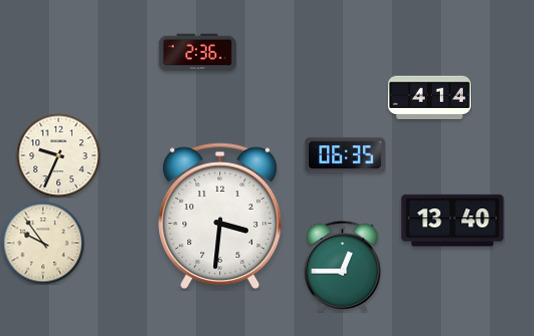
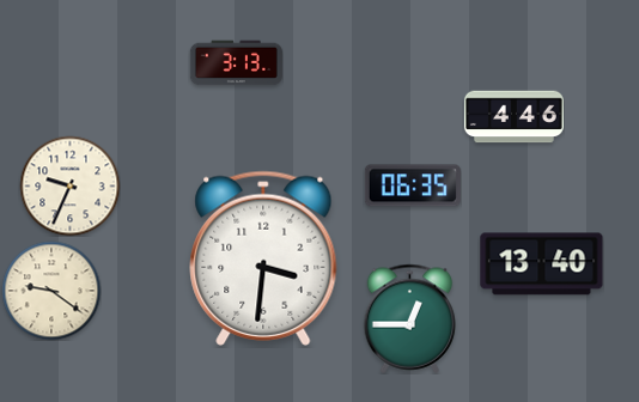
clock at (197, 53): 2:36 -> 3:13
clock at (429, 98): 4:14 -> 4:46
clock at (43, 243): 9:54 -> 9:21
